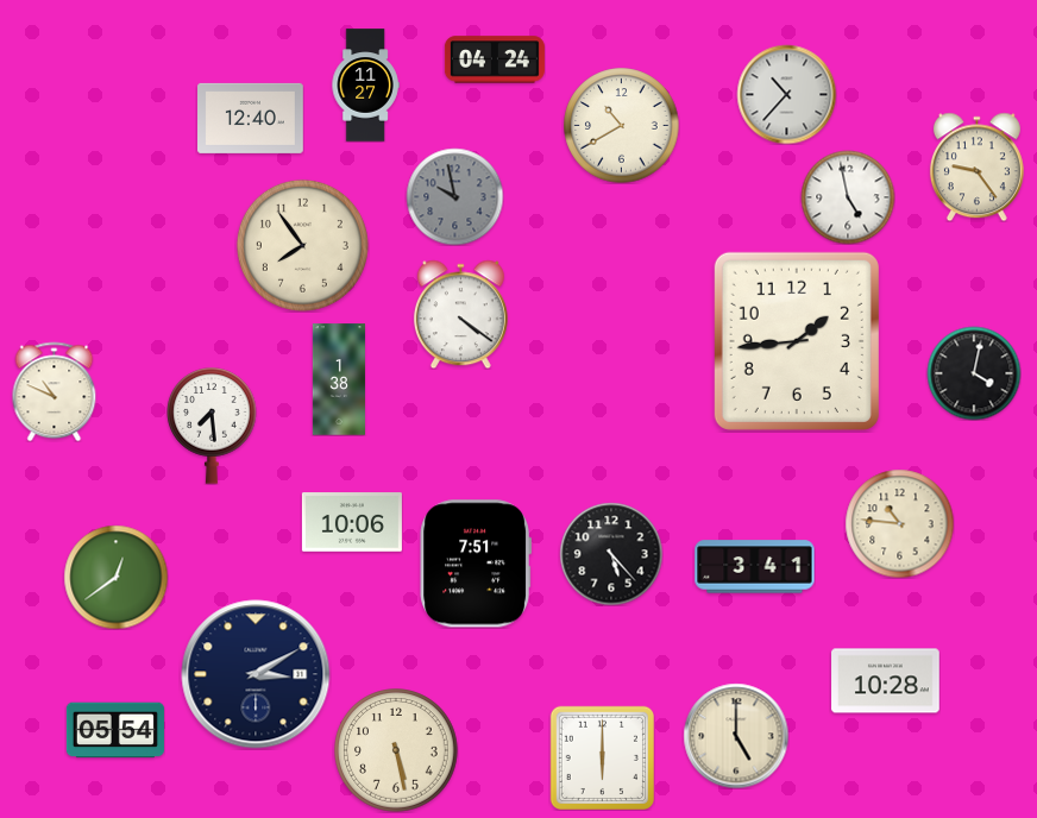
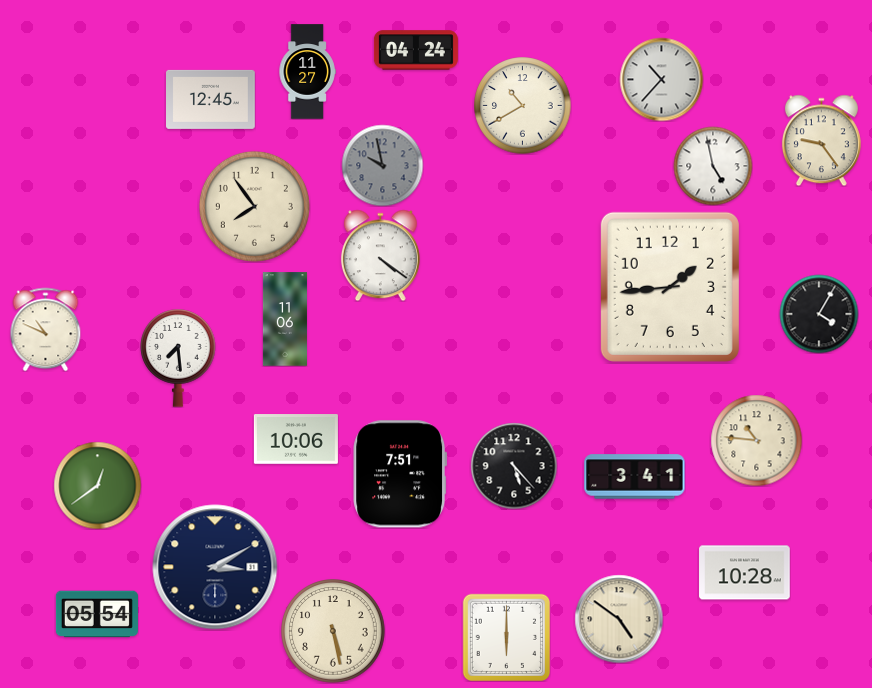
clock at (251, 118): 12:40 -> 12:45
clock at (460, 314) position: (460, 314) -> (380, 255)
clock at (974, 373): 4:02 -> 4:05
clock at (339, 379): 1:38 -> 11:06
clock at (736, 736): 5:00 -> 4:51
